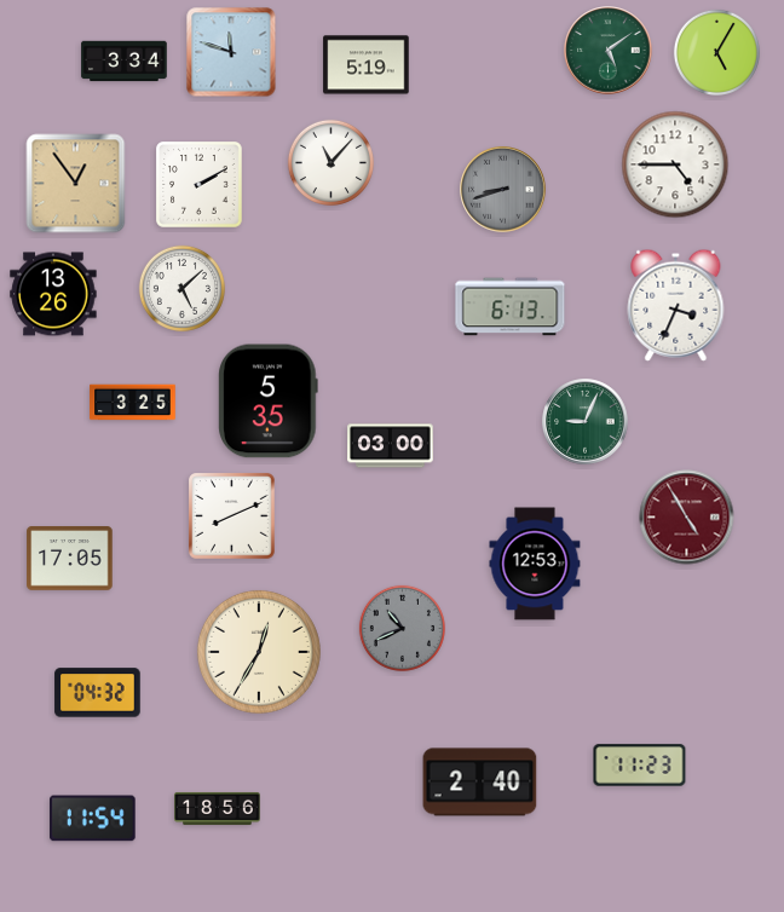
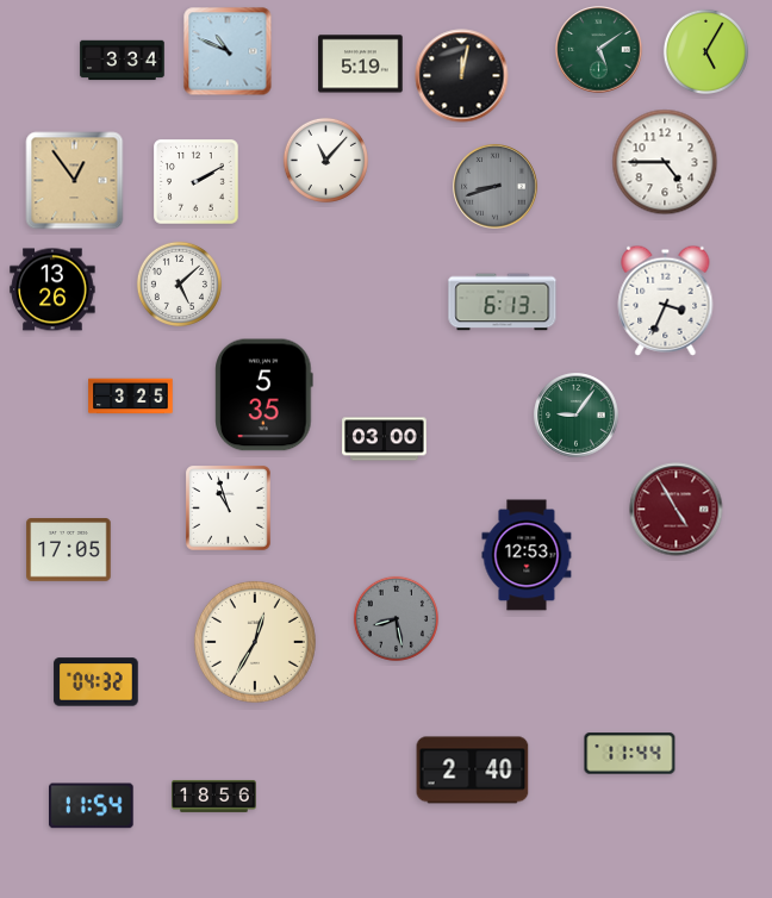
clock at (231, 52): 11:48 -> 10:49
clock at (462, 76): none -> 12:02
clock at (586, 422): 9:04 -> 9:06
clock at (232, 516): 8:11 -> 10:57
clock at (402, 628): 10:41 -> 8:28
clock at (640, 766): 11:23 -> 11:44
